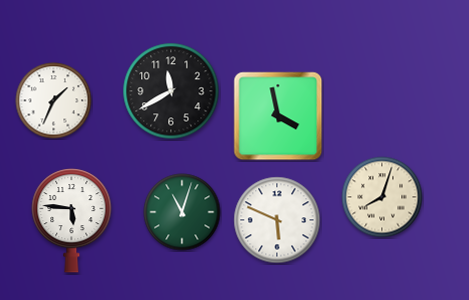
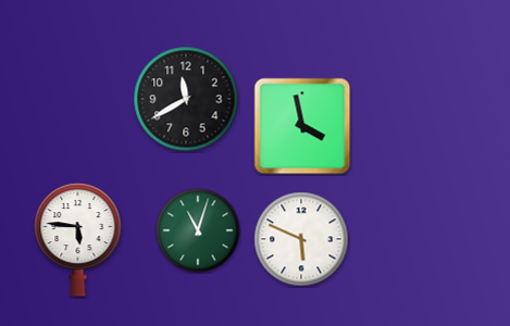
clock at (54, 101): 1:34 -> none
clock at (382, 197): 8:03 -> none
